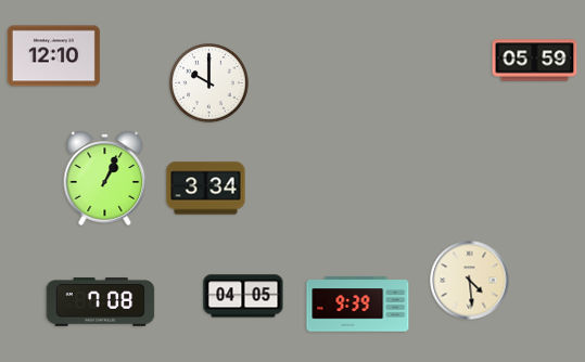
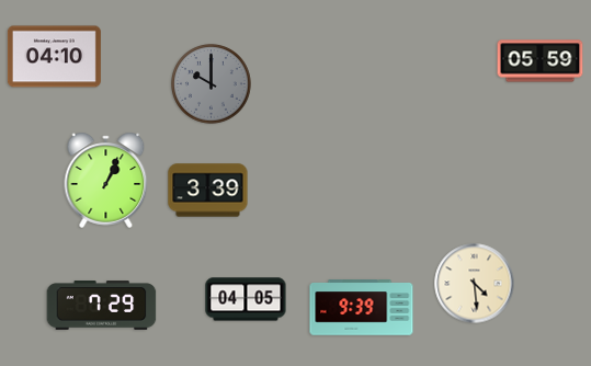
clock at (53, 56): 12:10 -> 04:10
clock at (209, 83) dial: white -> grey
clock at (206, 189): 3:34 -> 3:39
clock at (101, 302): 7:08 -> 7:29
